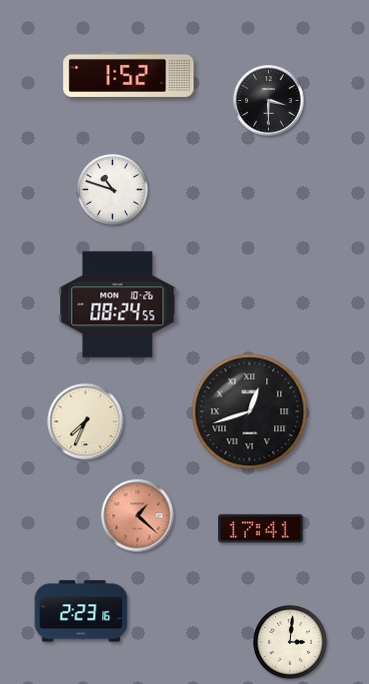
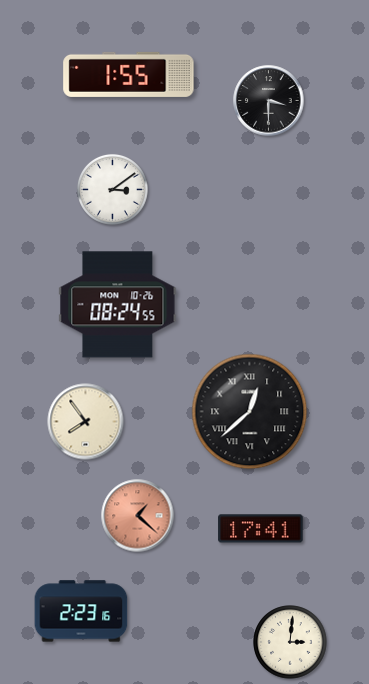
clock at (129, 74): 1:52 -> 1:55
clock at (112, 189): 10:48 -> 3:09
clock at (250, 412): 12:42 -> 12:38
clock at (86, 422): 7:34 -> 7:54
